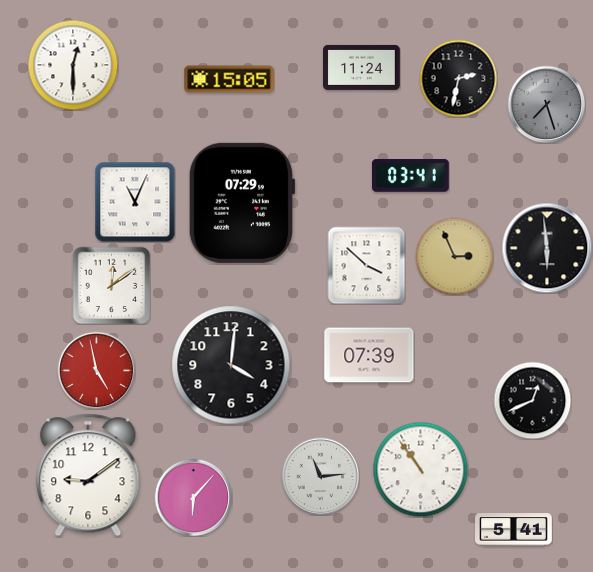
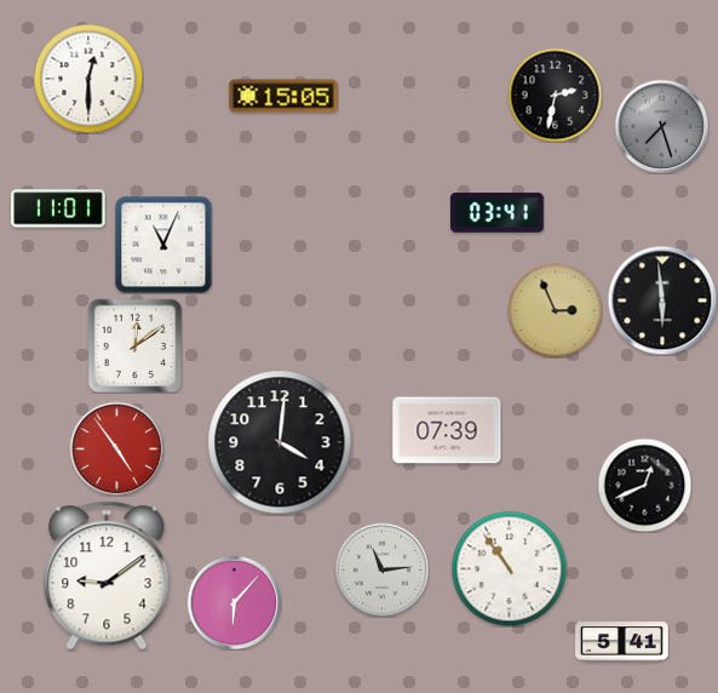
clock at (362, 67): 11:24 -> none
clock at (229, 79) position: (229, 79) -> (283, 96)
clock at (59, 208): none -> 11:01
clock at (242, 203): 07:29 -> none
clock at (454, 256) position: (454, 256) -> (555, 310)
clock at (366, 265): 3:52 -> none
clock at (96, 370): 4:58 -> 4:54
clock at (320, 476) position: (320, 476) -> (381, 569)
